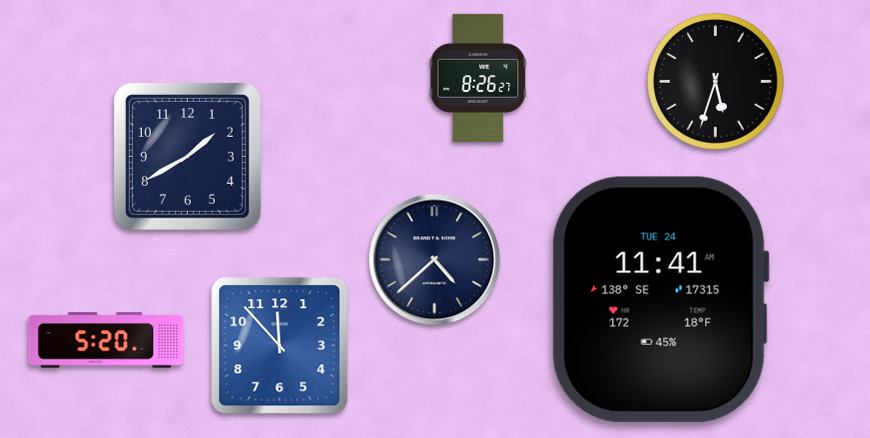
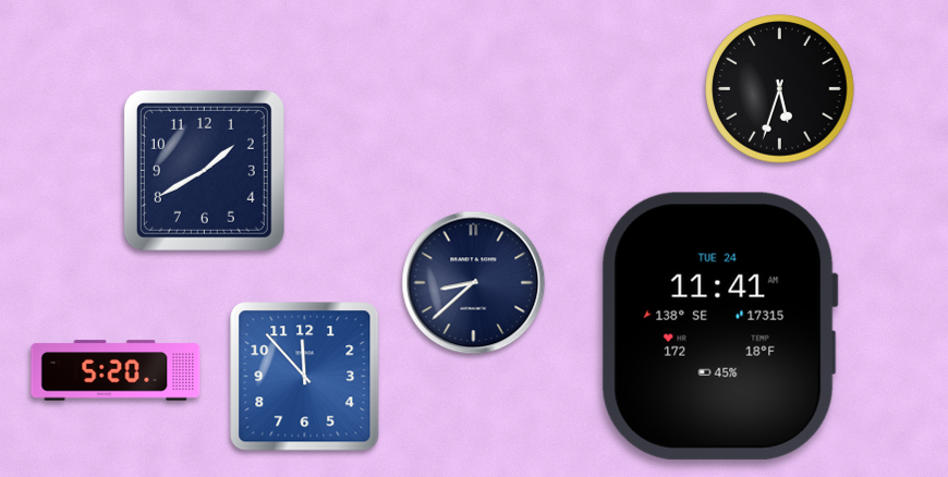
clock at (478, 78): 8:26 -> none
clock at (435, 260): 4:38 -> 8:38
